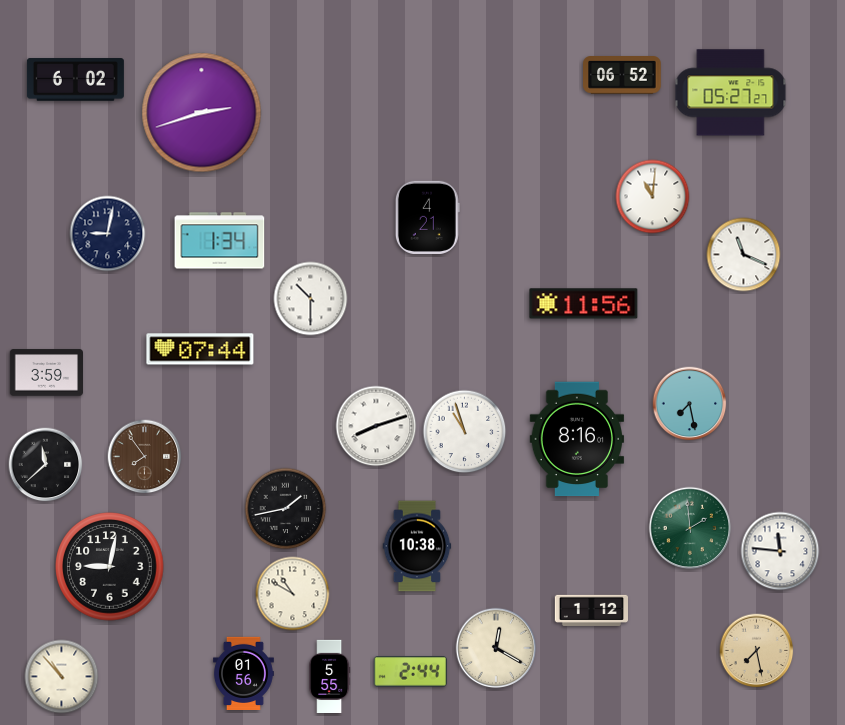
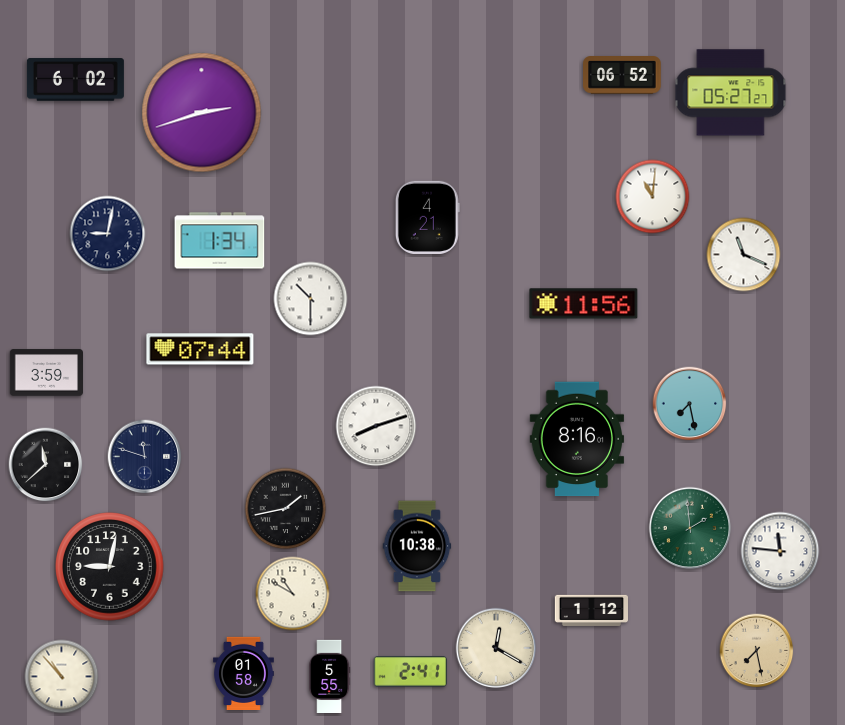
clock at (465, 432): 10:57 -> none
clock at (145, 457): 7:54 -> 11:48
clock at (145, 457) dial: brown -> navy
clock at (410, 672): 2:44 -> 2:41
clock at (243, 673): 01:56 -> 01:58
